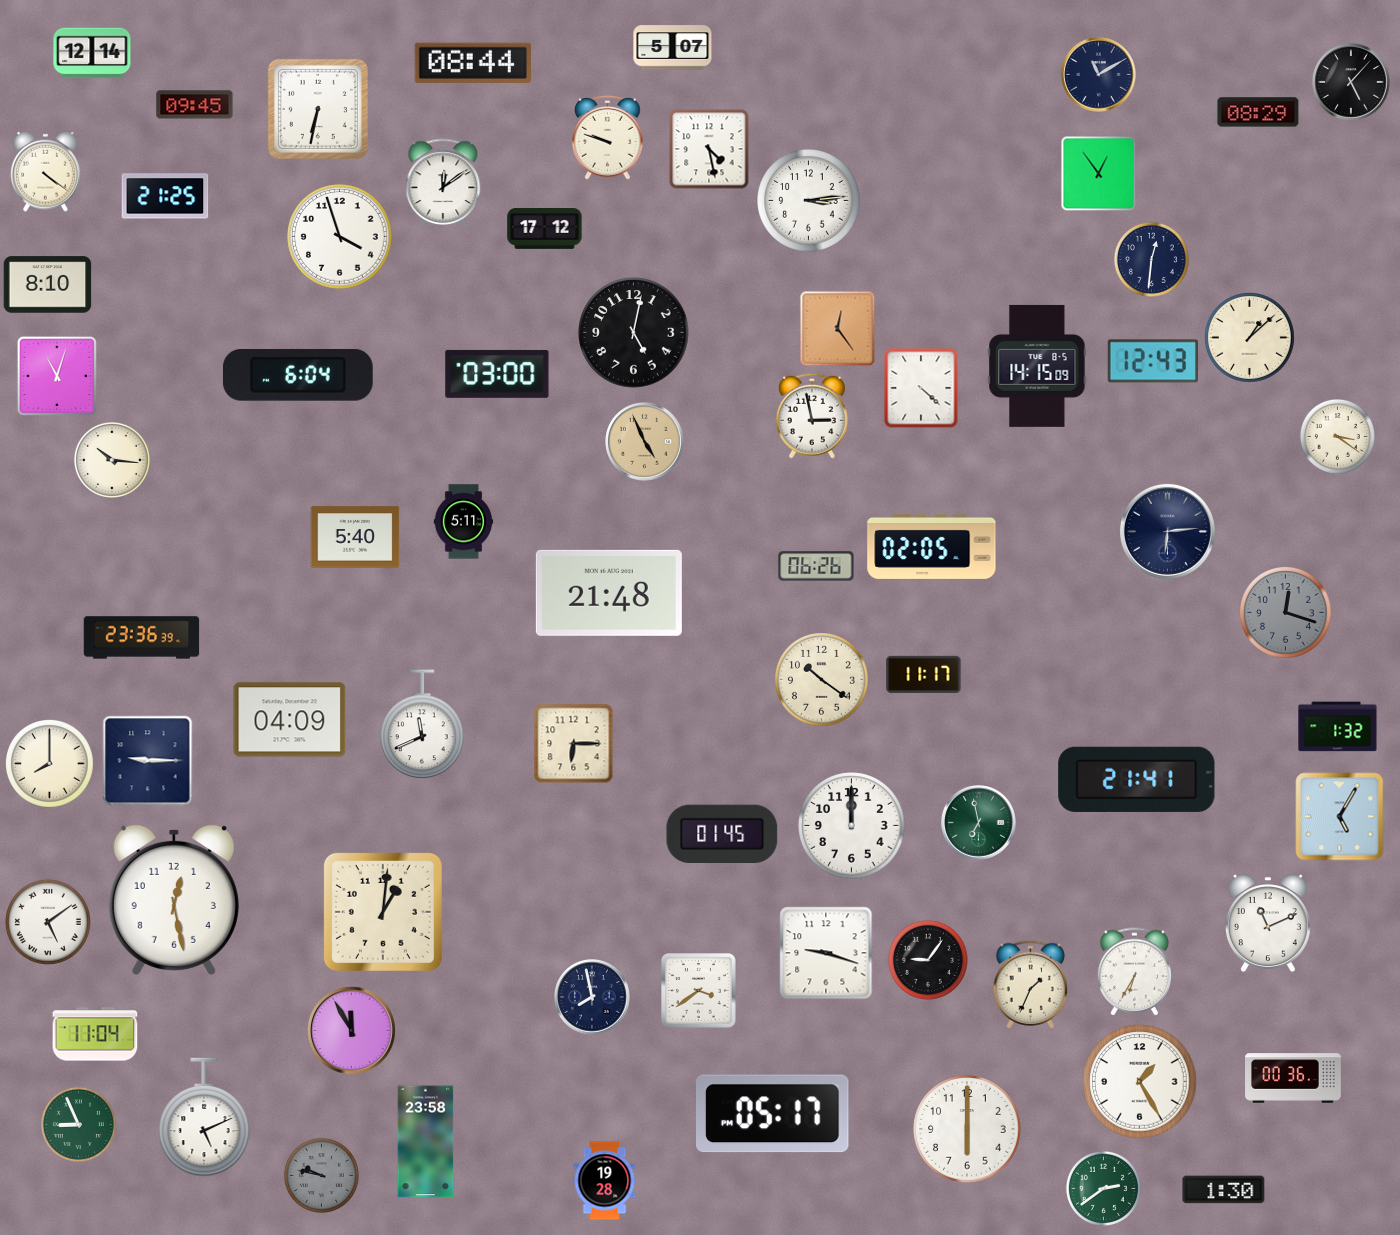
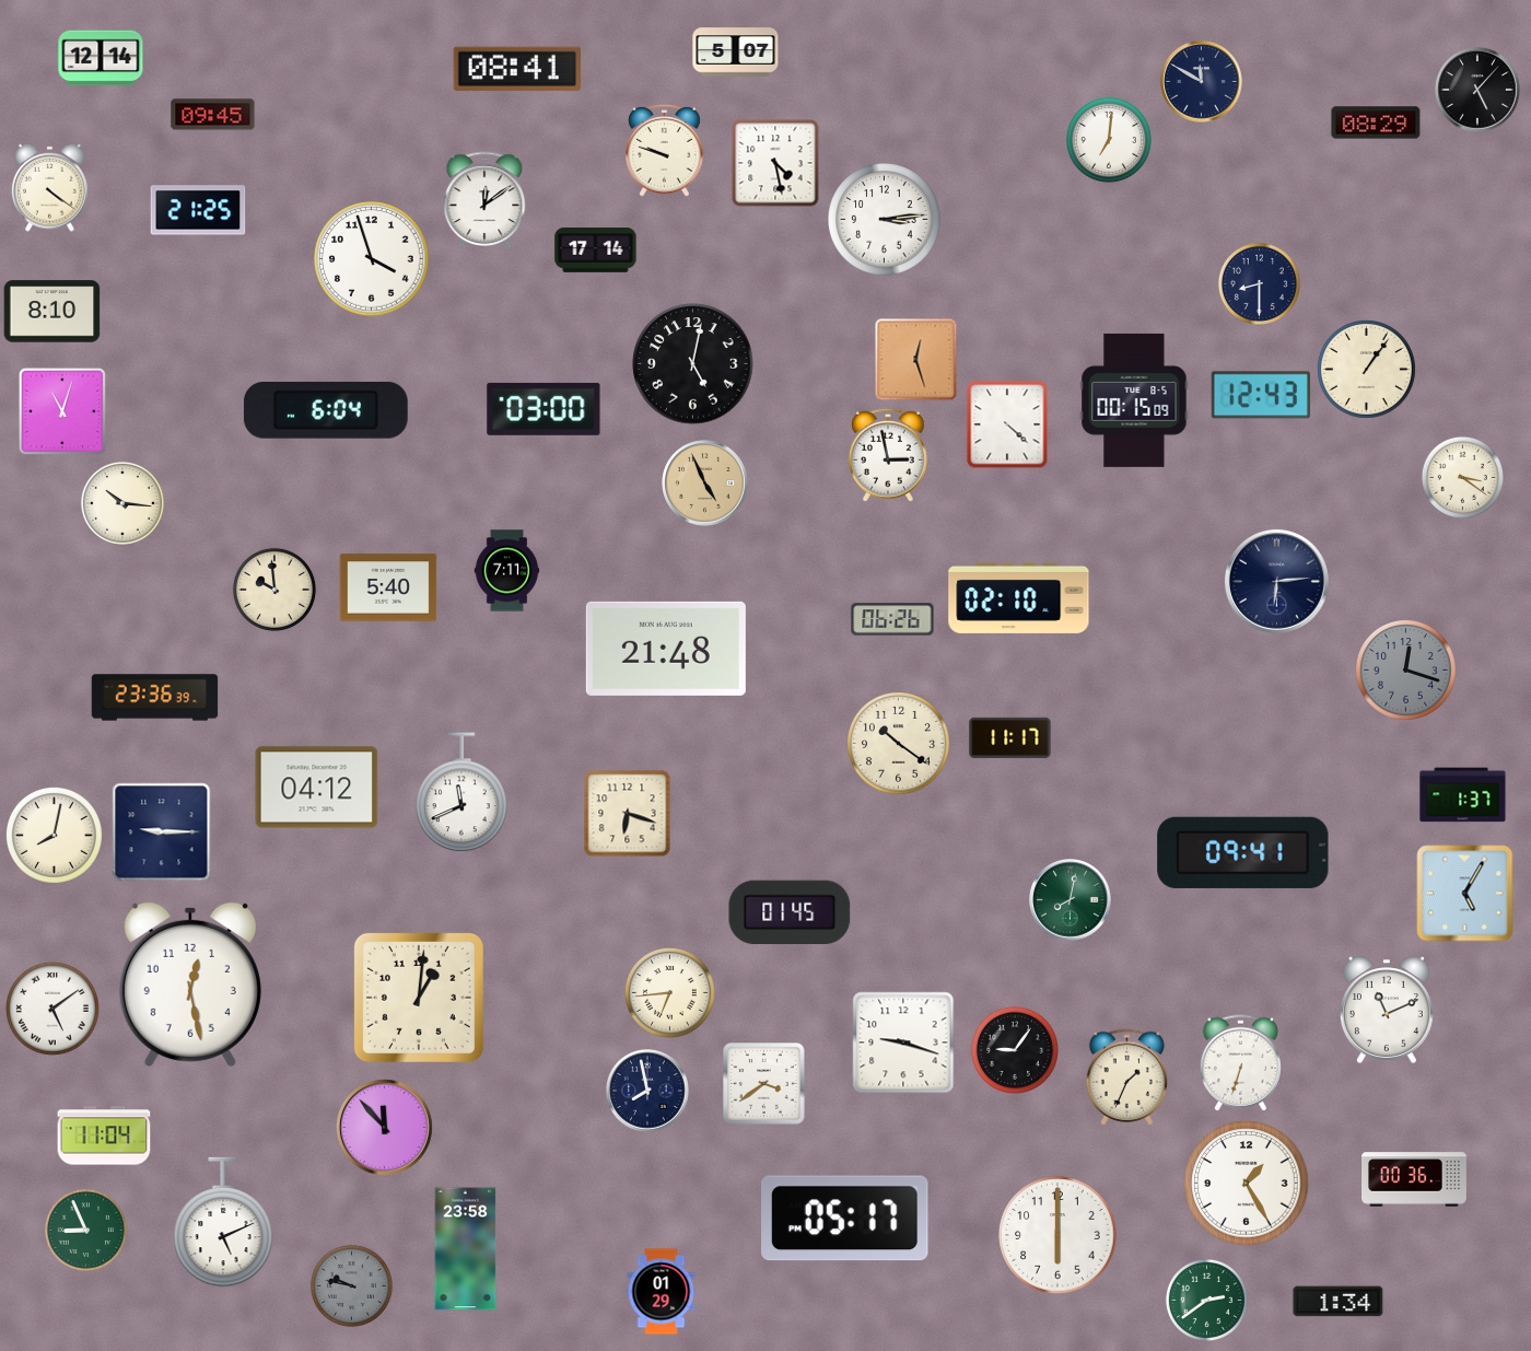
clock at (473, 63): 08:44 -> 08:41
clock at (1099, 75): 11:10 -> 11:50
clock at (318, 109): 6:32 -> none
clock at (1109, 140): none -> 7:01
clock at (1099, 174): 12:54 -> none
clock at (165, 196) position: (165, 196) -> (198, 210)
clock at (545, 229): 17:12 -> 17:14
clock at (1151, 259): 12:31 -> 8:30
clock at (838, 329): 12:24 -> 12:27
clock at (1249, 337): 1:08 -> 1:06
clock at (1037, 366): 14:15 -> 00:15
clock at (464, 522): 5:11 -> 7:11
clock at (274, 590): none -> 9:59
clock at (932, 546): 02:05 -> 02:10
clock at (290, 720): 04:09 -> 04:12
clock at (1338, 727): 1:32 -> 1:37
clock at (574, 744): 6:15 -> 6:18
clock at (49, 763): 8:00 -> 8:02
clock at (1137, 779): 21:41 -> 09:41
clock at (979, 823): 6:58 -> 8:02
clock at (852, 826): 12:00 -> none
clock at (669, 992): none -> 6:44
clock at (1135, 972): 6:35 -> 6:33
clock at (351, 1030): 11:55 -> 11:53
clock at (95, 1034) position: (95, 1034) -> (104, 1135)
clock at (605, 1181): 19:28 -> 01:29
clock at (1224, 1190): 1:30 -> 1:34
